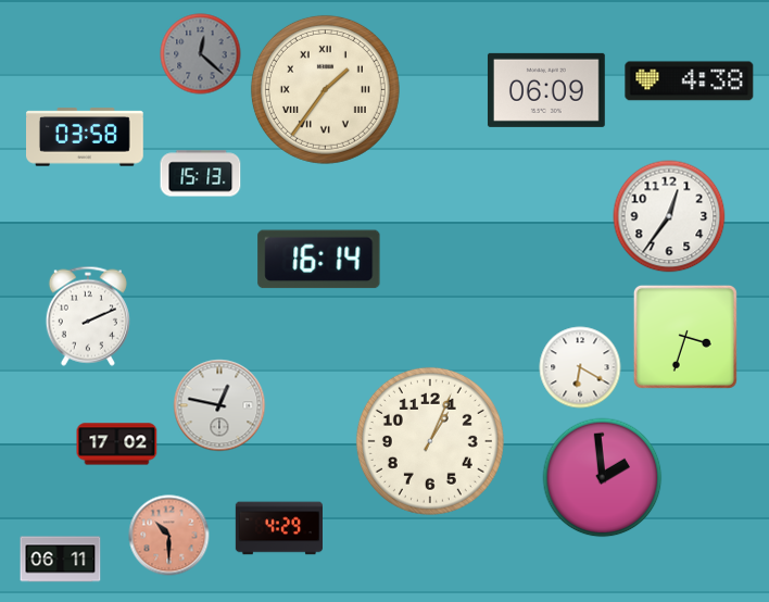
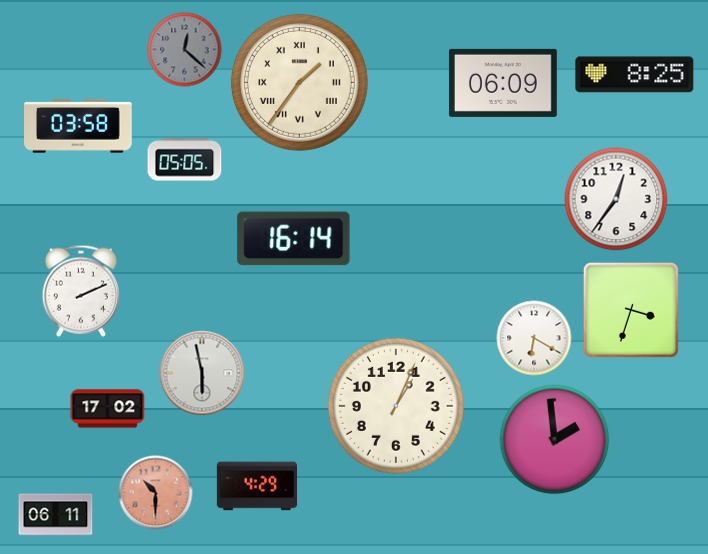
clock at (690, 81): 4:38 -> 8:25
clock at (201, 174): 15:13 -> 05:05
clock at (219, 405): 12:47 -> 5:58
